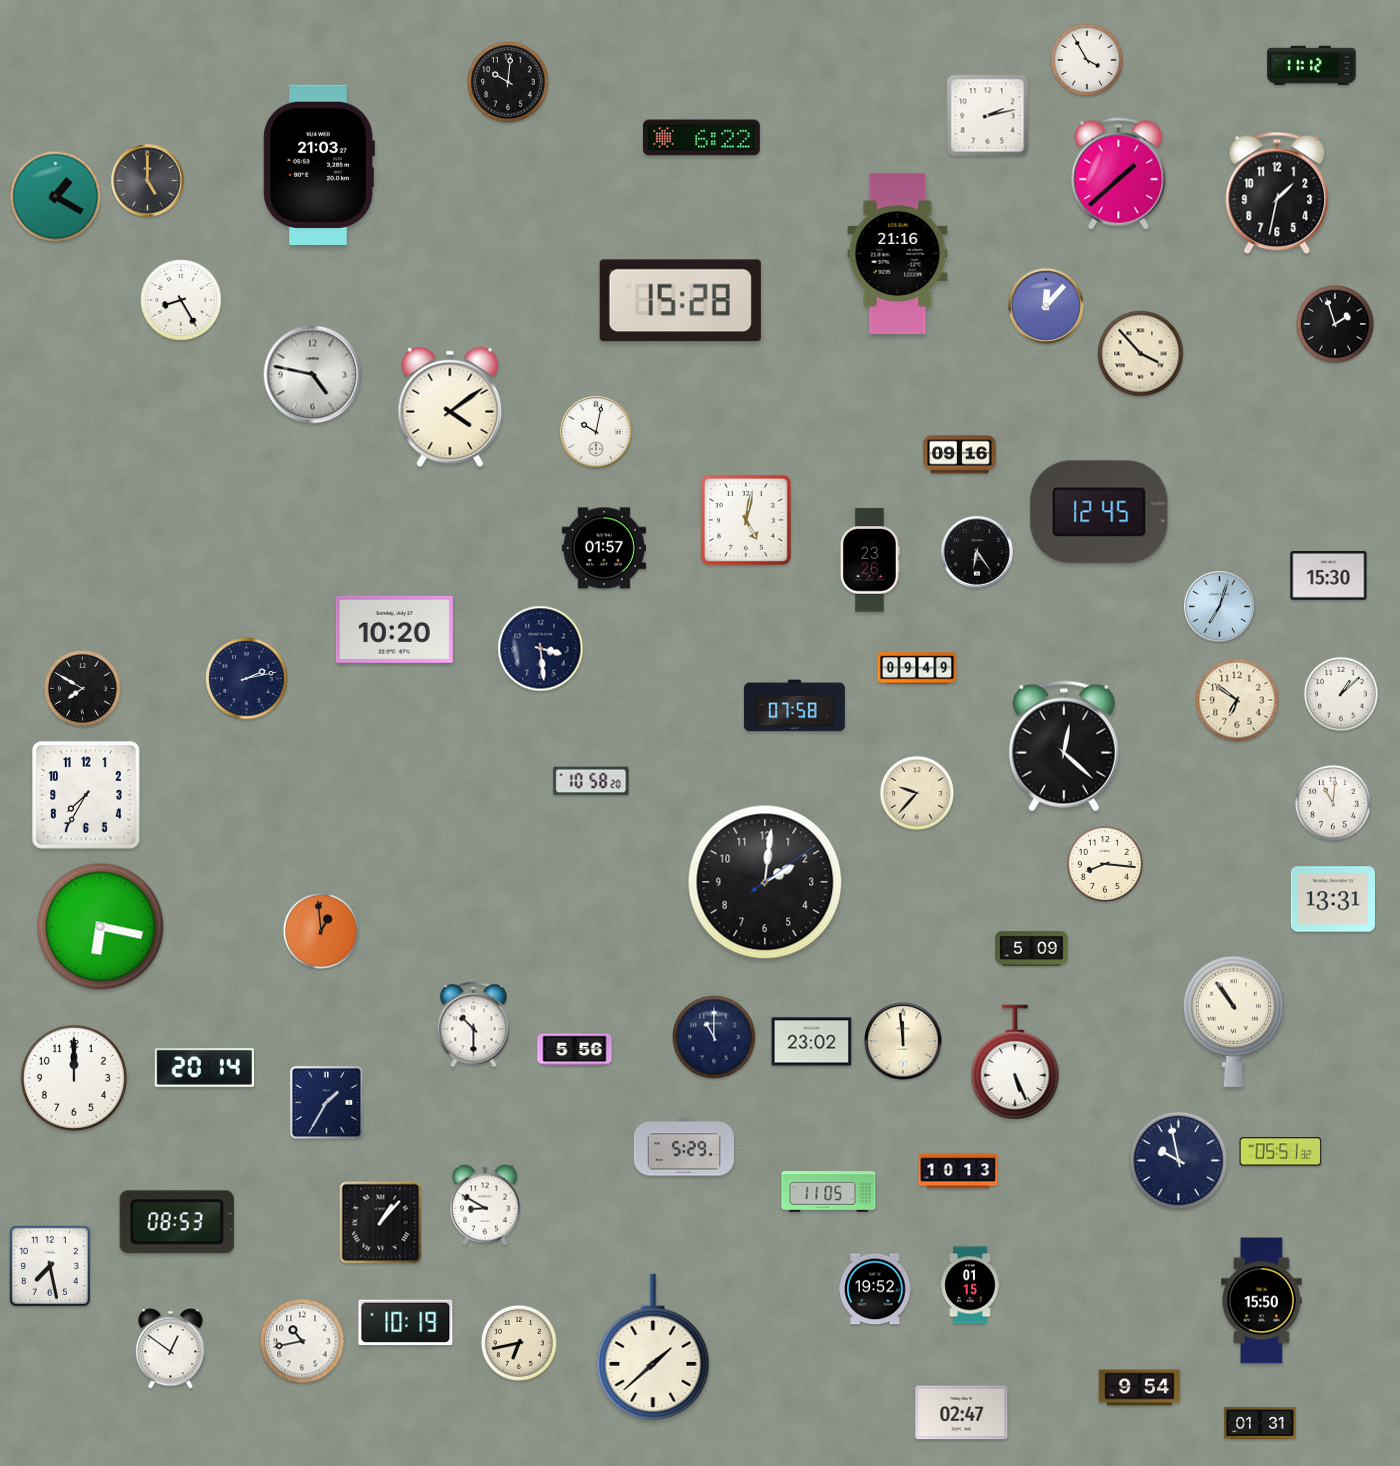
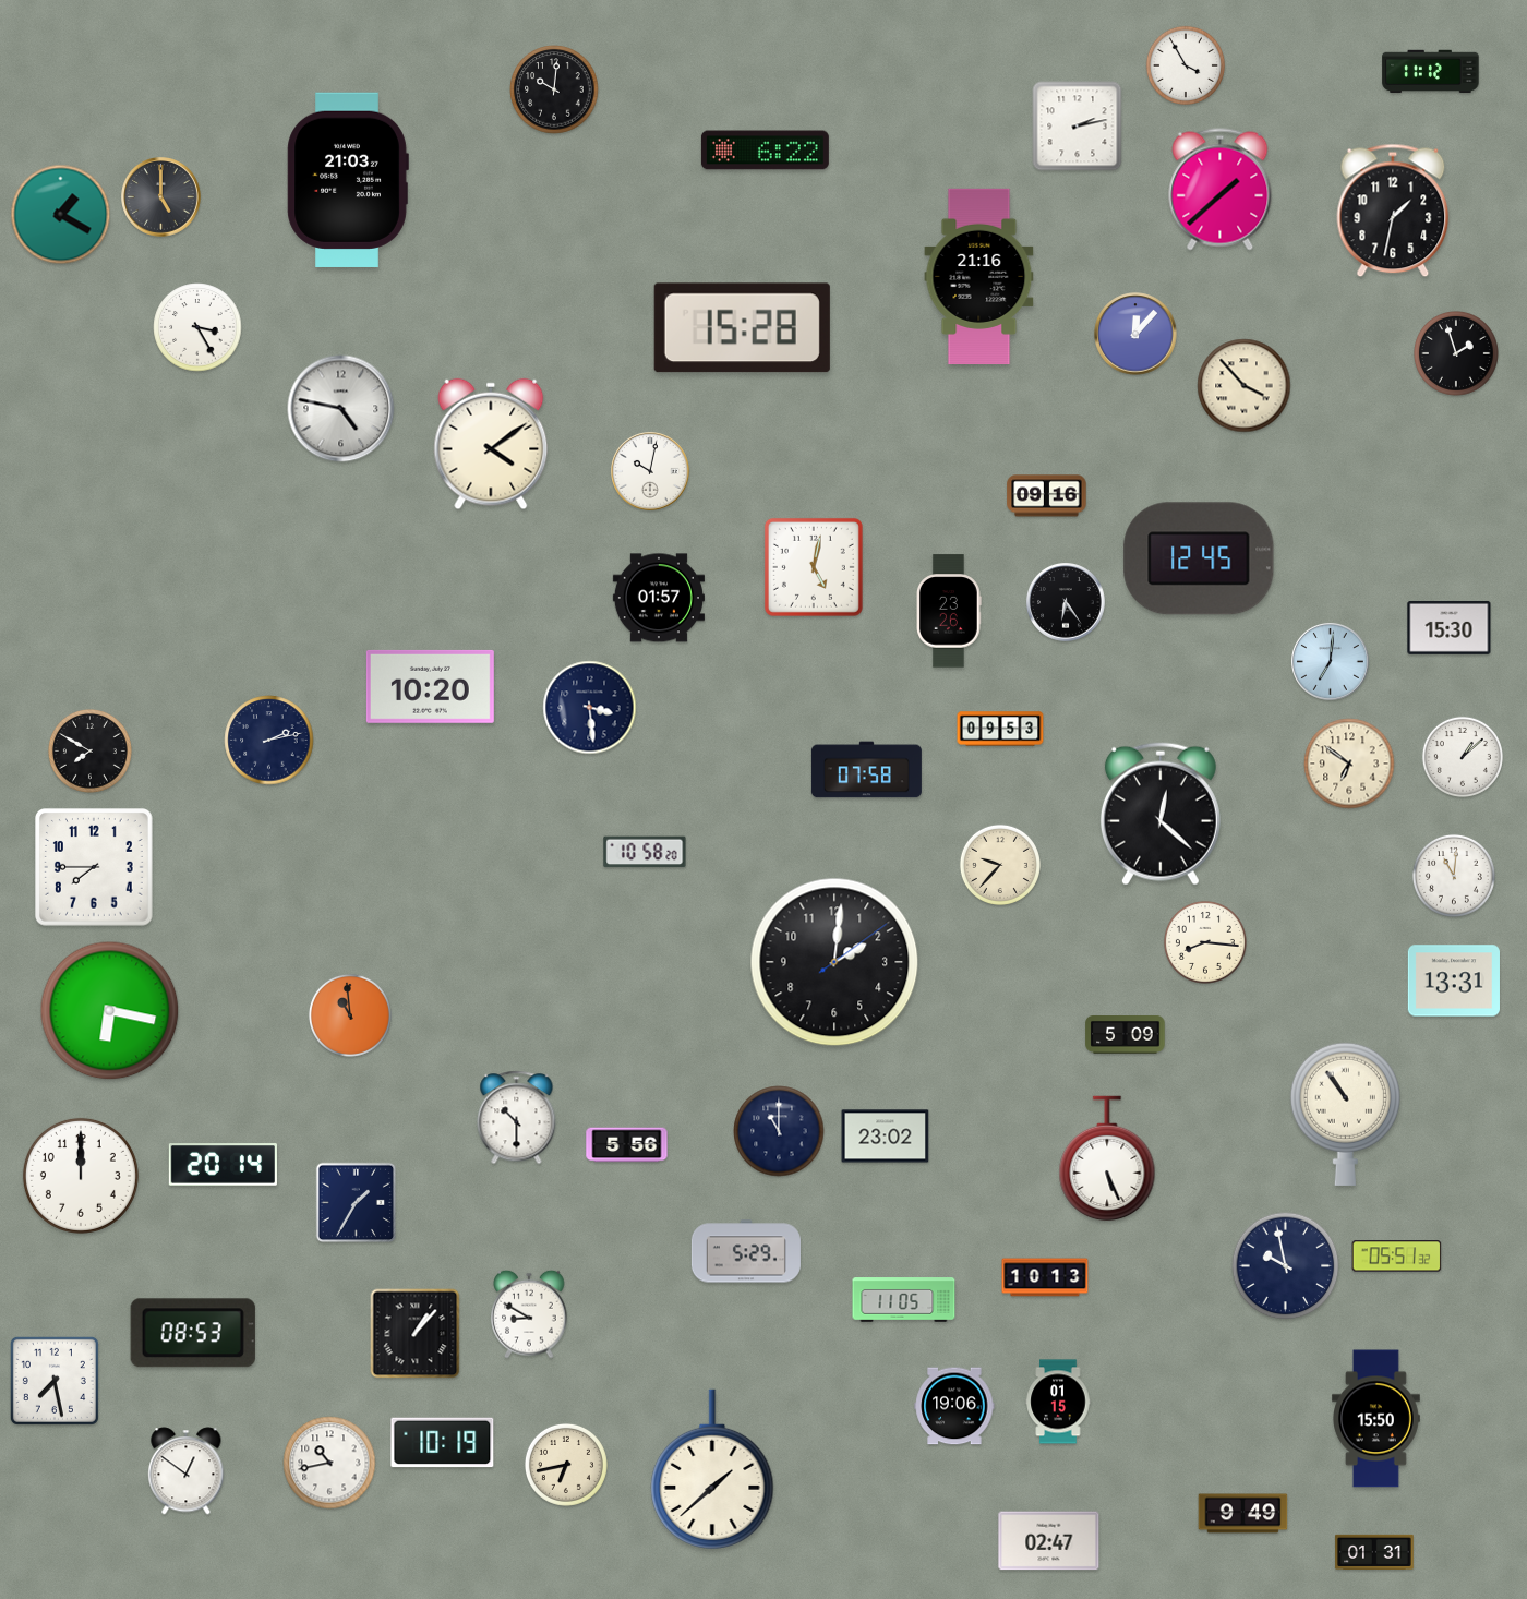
clock at (181, 300): 8:25 -> 3:25
clock at (1046, 306) position: (1046, 306) -> (1135, 334)
clock at (1220, 607): 7:03 -> 7:01
clock at (917, 668): 09:49 -> 09:53
clock at (87, 796): 7:35 -> 7:45
clock at (321, 931): 12:59 -> 10:59
clock at (903, 1041): 11:59 -> none
clock at (875, 1289): 19:52 -> 19:06
clock at (1140, 1388): 9:54 -> 9:49
